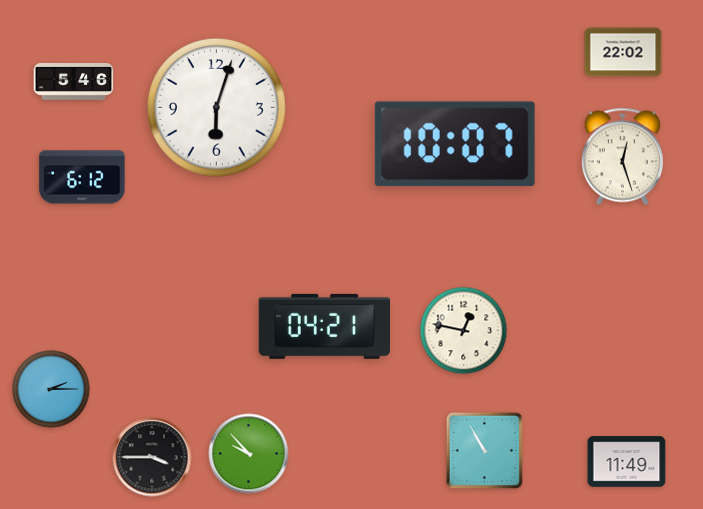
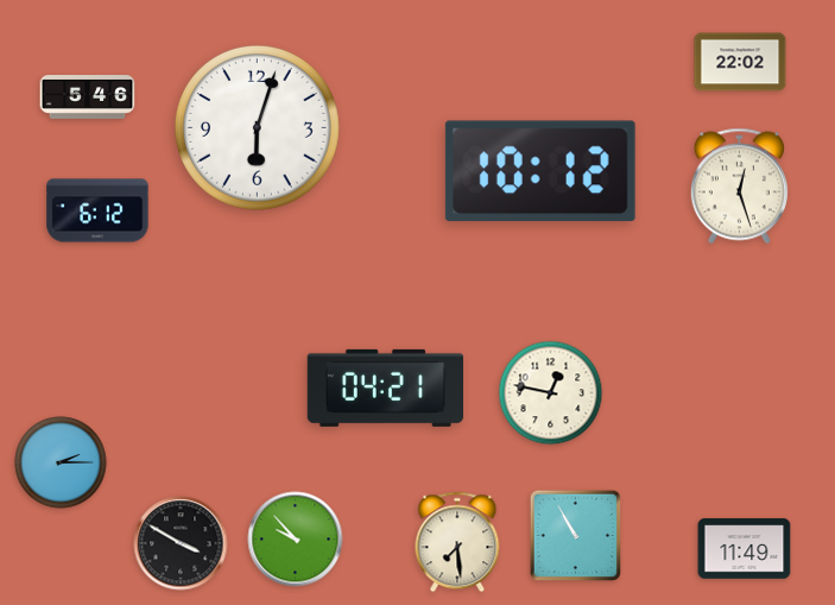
clock at (455, 144): 10:07 -> 10:12
clock at (457, 542): none -> 7:29
clock at (152, 457): 3:45 -> 3:50
